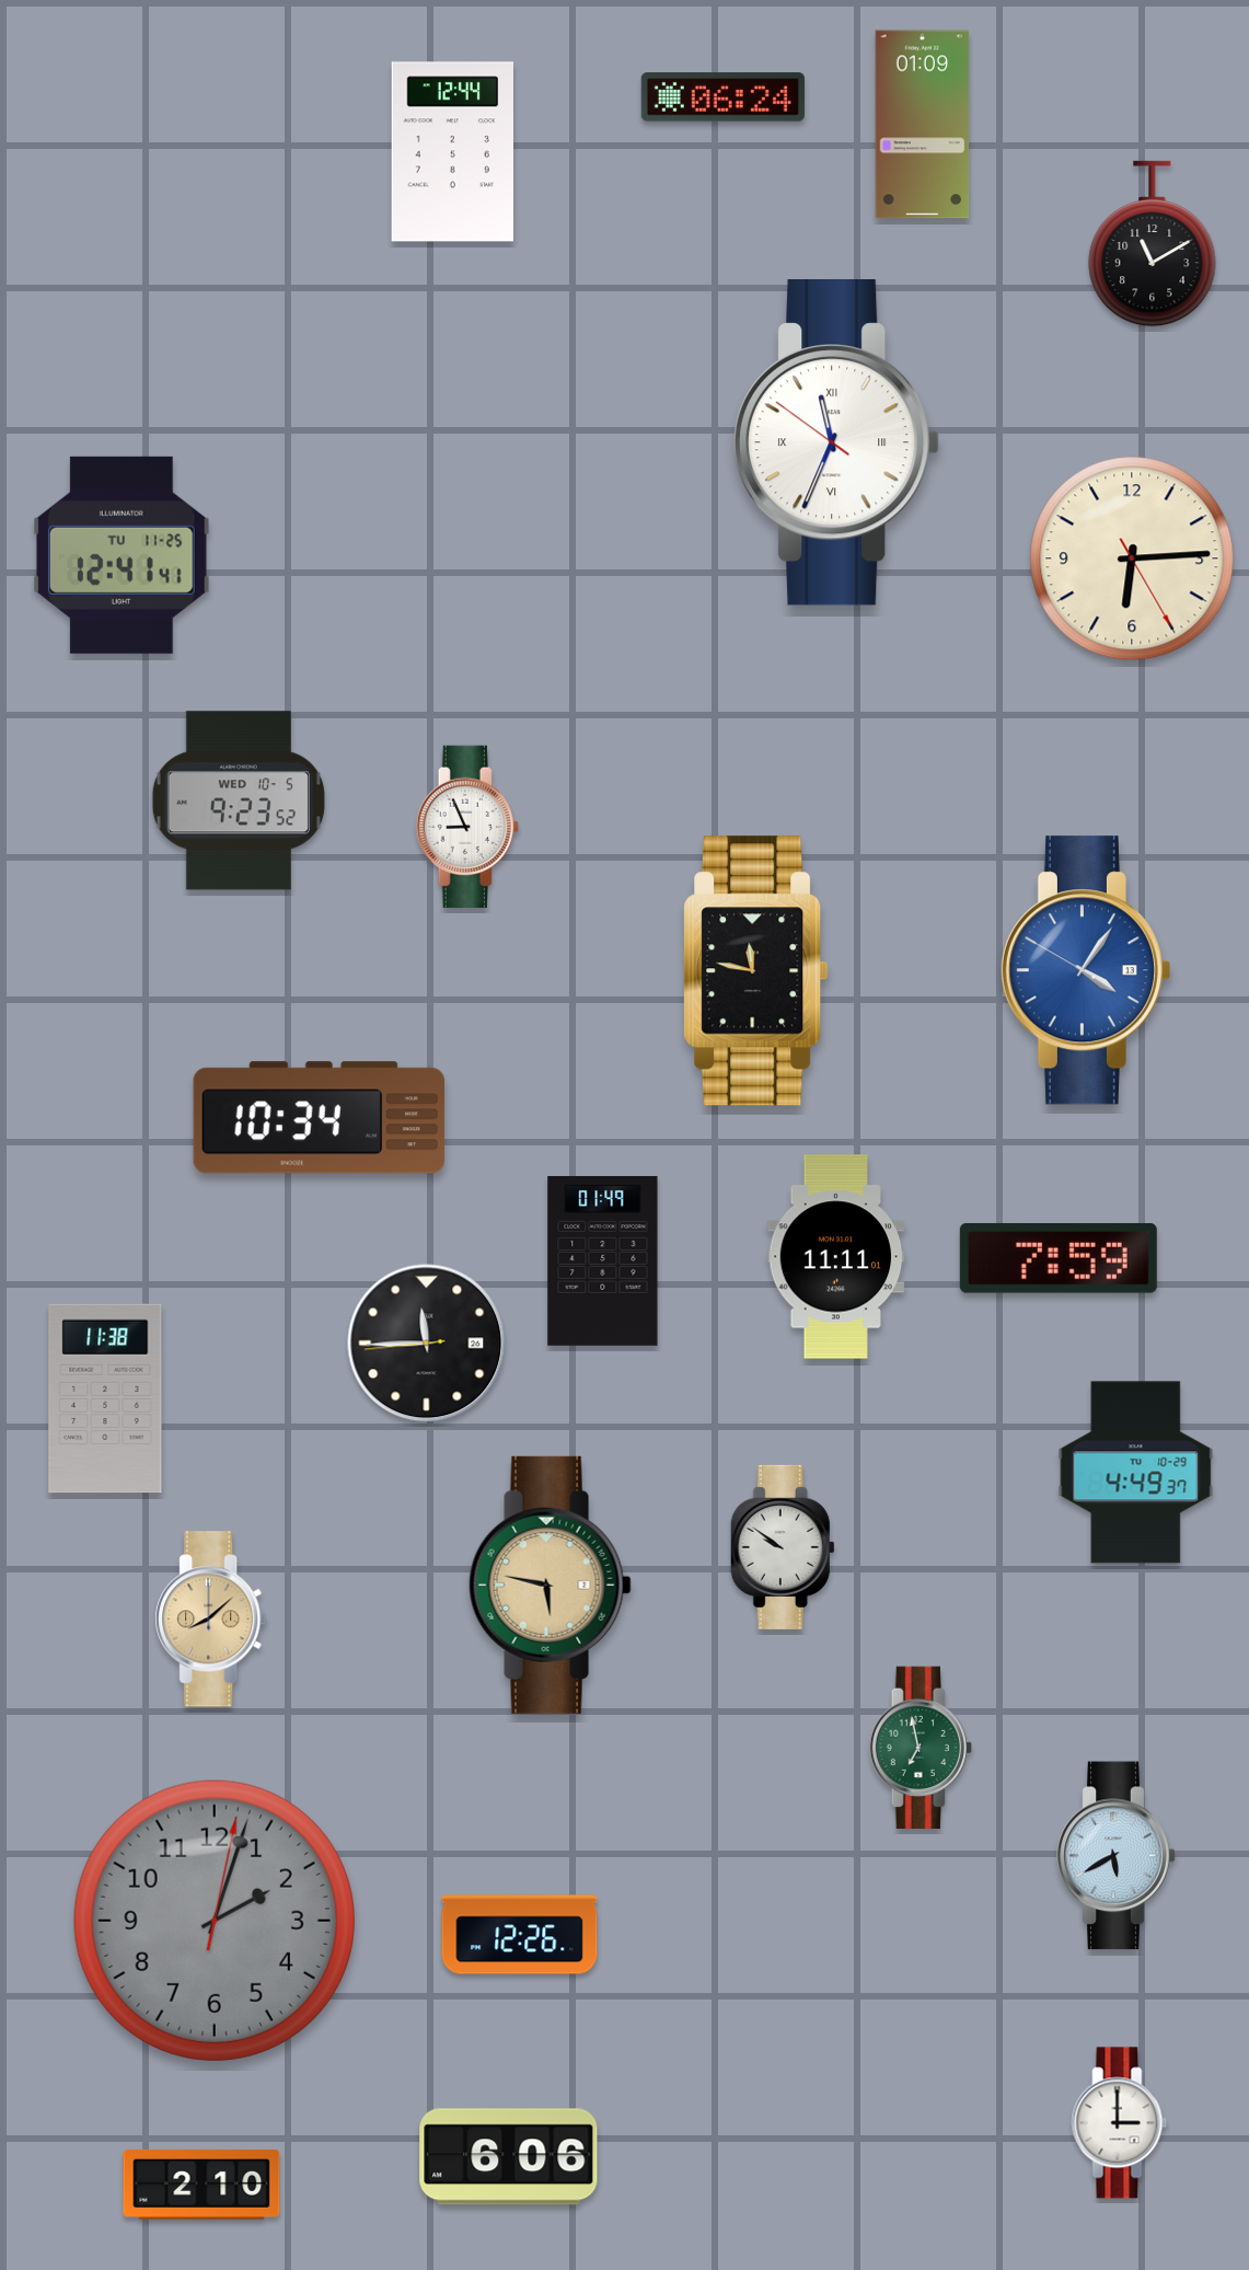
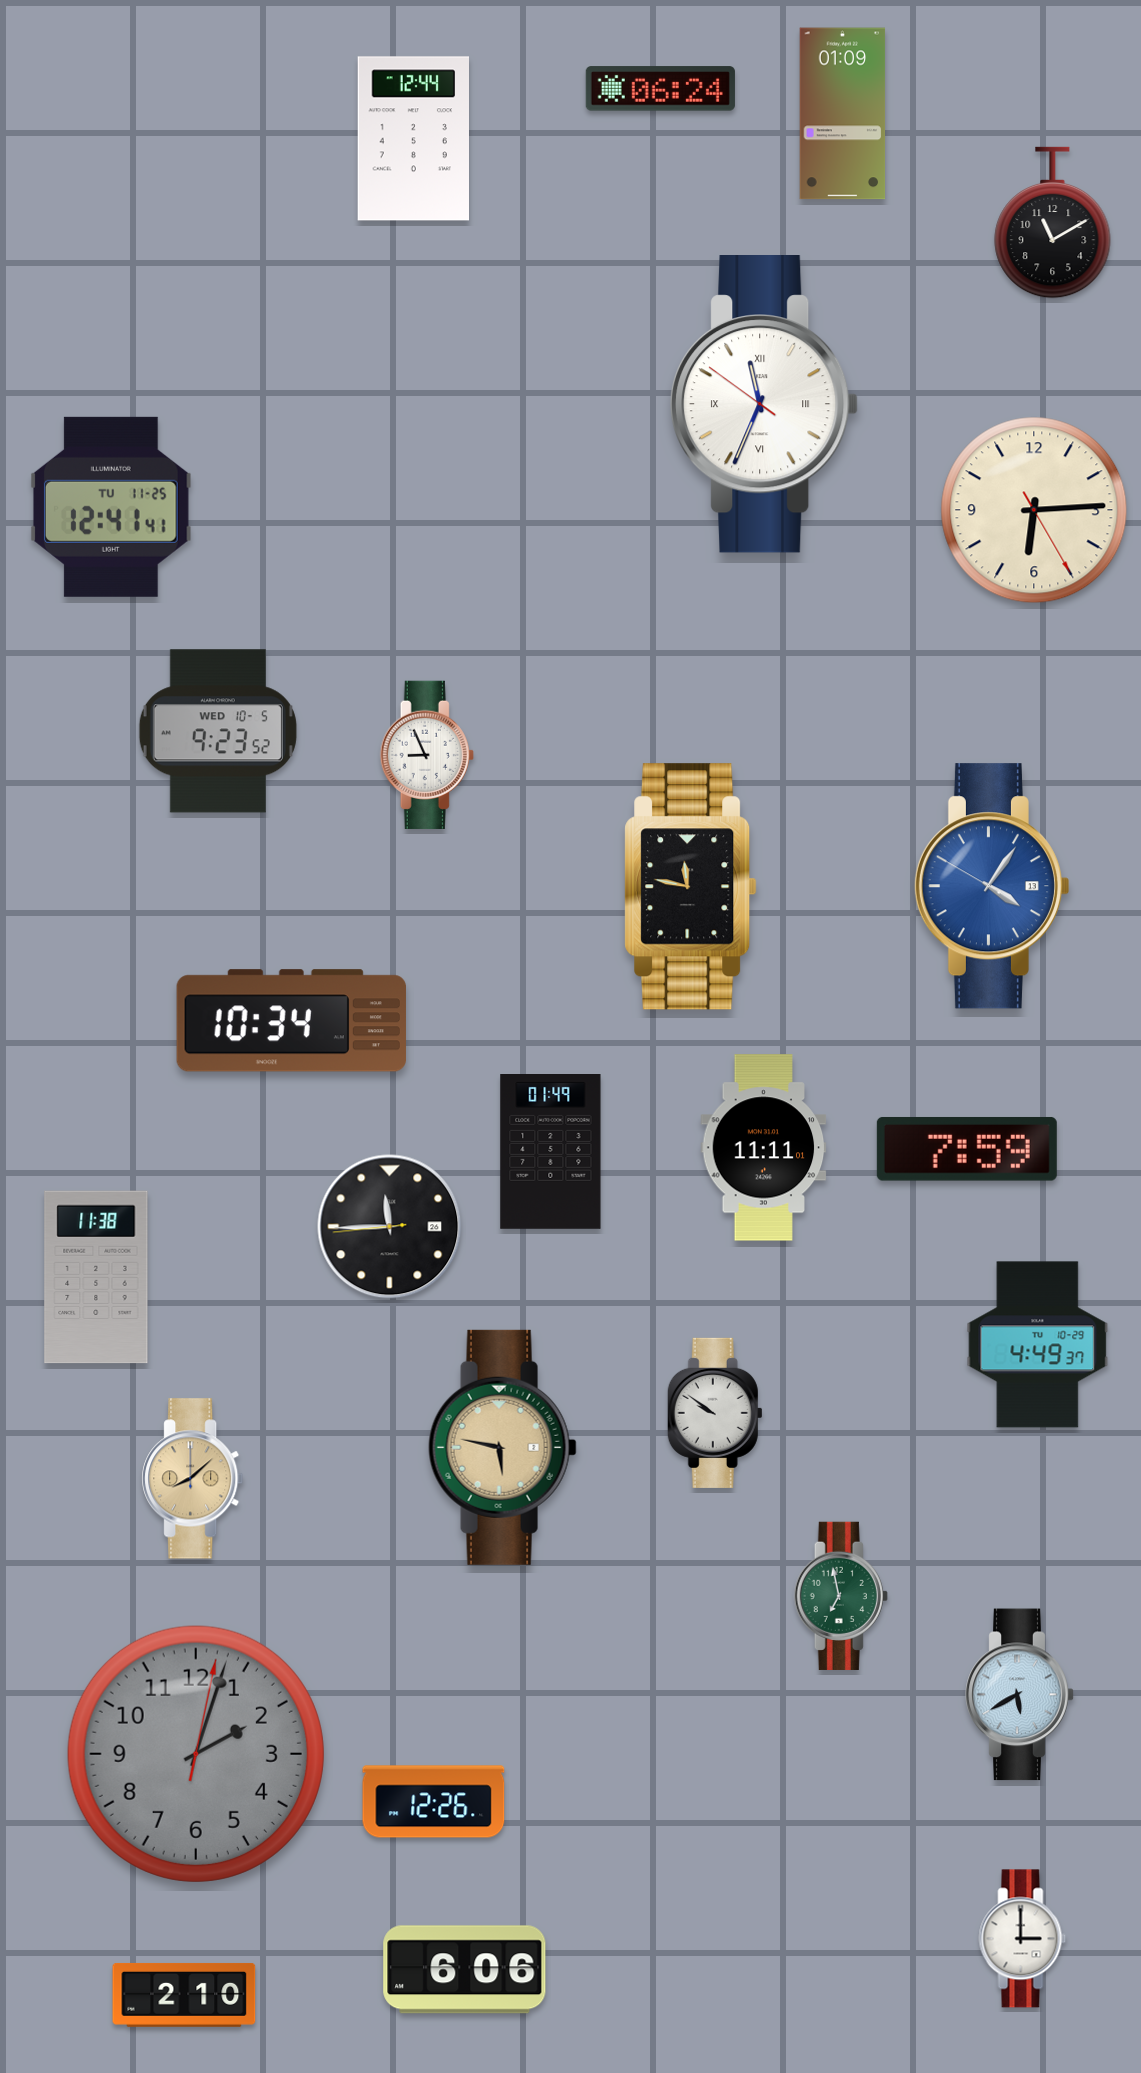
clock at (520, 1935) position: (520, 1935) -> (434, 1802)
